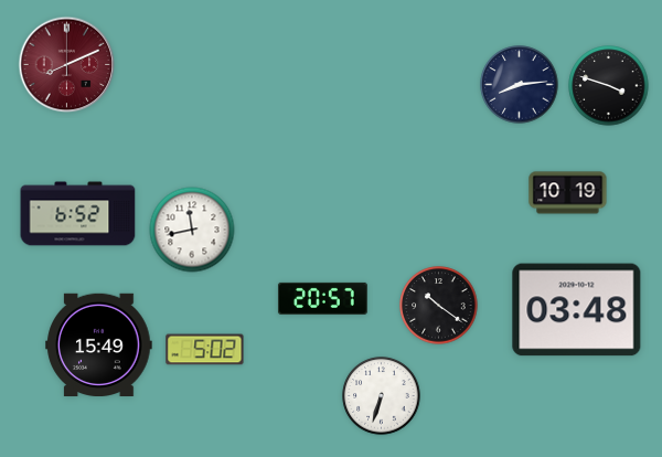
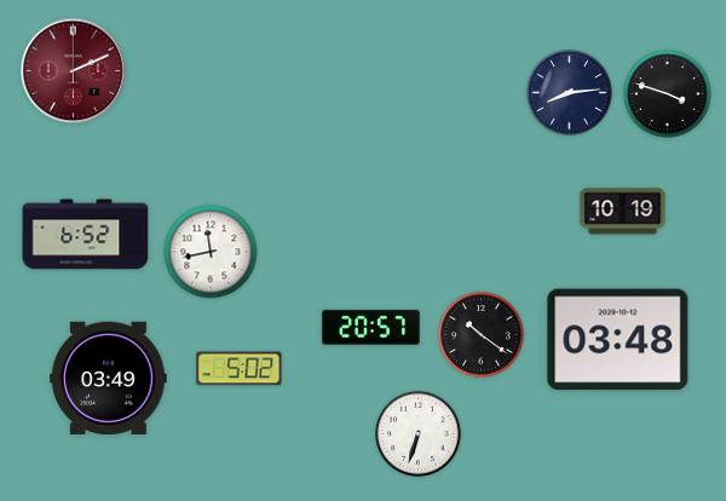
clock at (67, 65): 8:11 -> 2:11
clock at (322, 298) position: (322, 298) -> (370, 327)
clock at (577, 310) position: (577, 310) -> (618, 340)
clock at (99, 344): 15:49 -> 03:49
clock at (205, 350) position: (205, 350) -> (240, 369)
